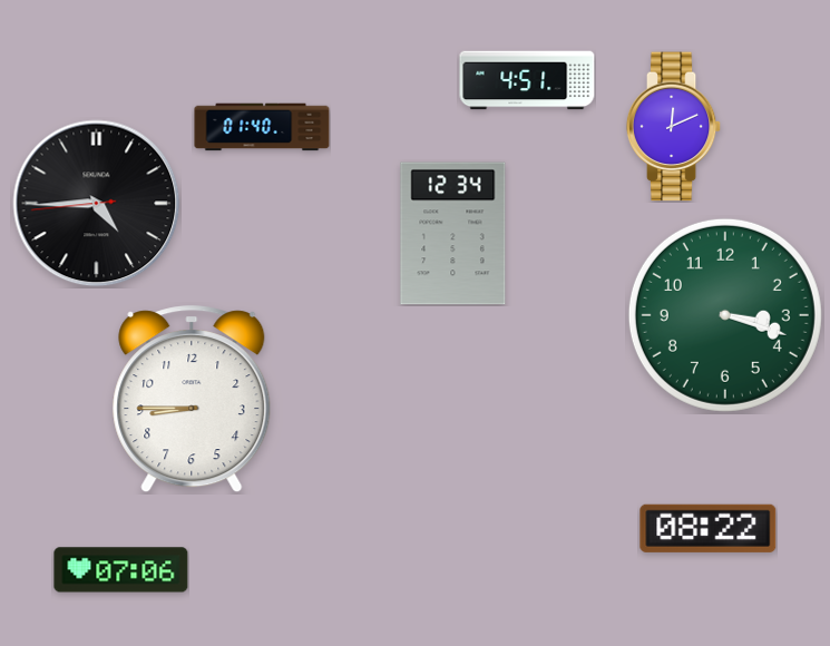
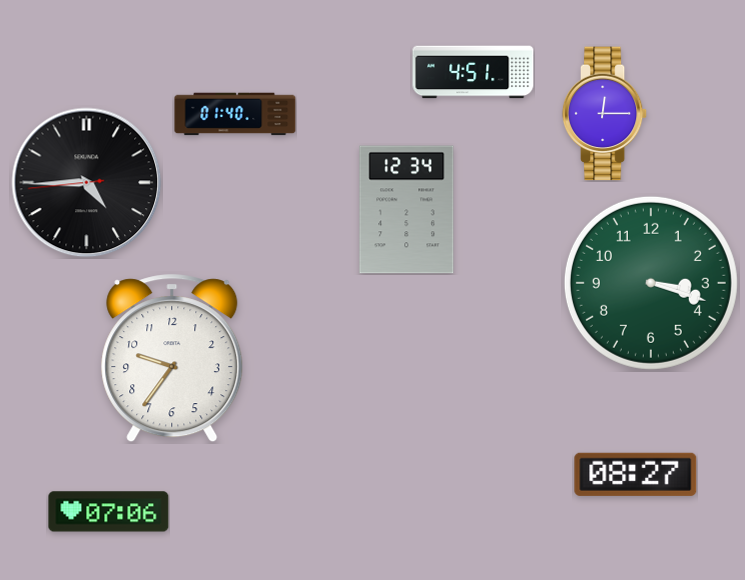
clock at (674, 127): 12:11 -> 12:15
clock at (192, 400): 8:45 -> 9:36
clock at (709, 528): 08:22 -> 08:27
